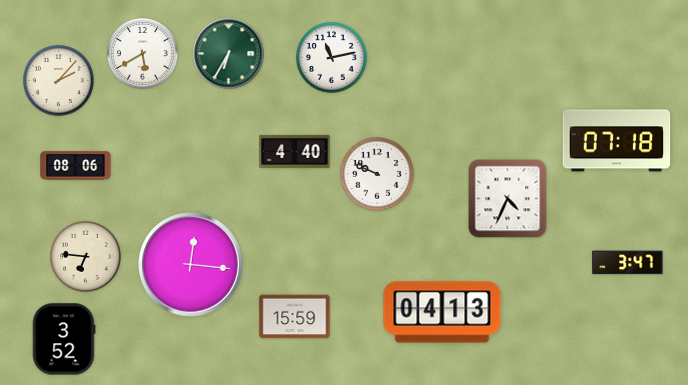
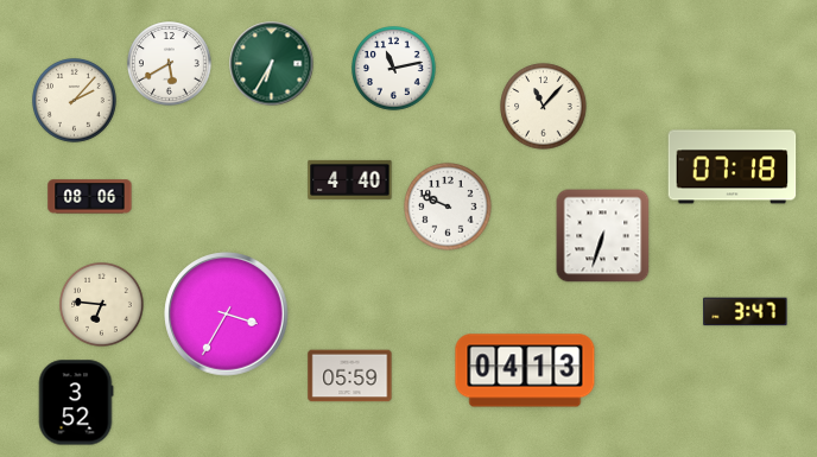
clock at (59, 81) position: (59, 81) -> (75, 101)
clock at (544, 107): none -> 11:07
clock at (508, 199): 4:34 -> 6:33
clock at (191, 265): 12:16 -> 3:35
clock at (295, 317): 15:59 -> 05:59
